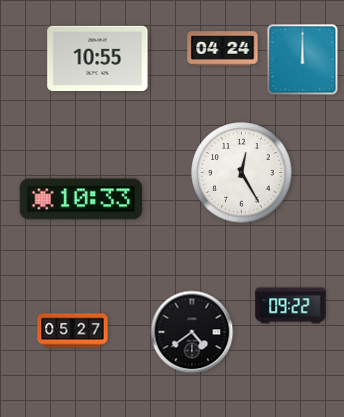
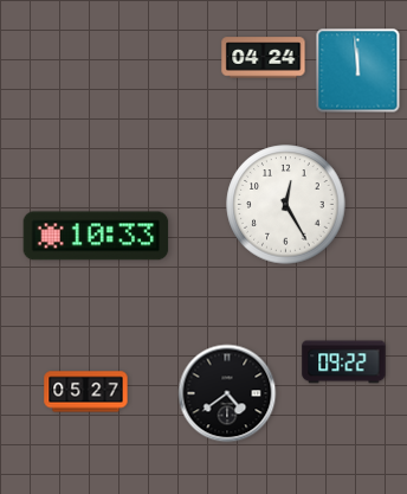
clock at (98, 58): 10:55 -> none
clock at (303, 60): 12:00 -> 11:59
